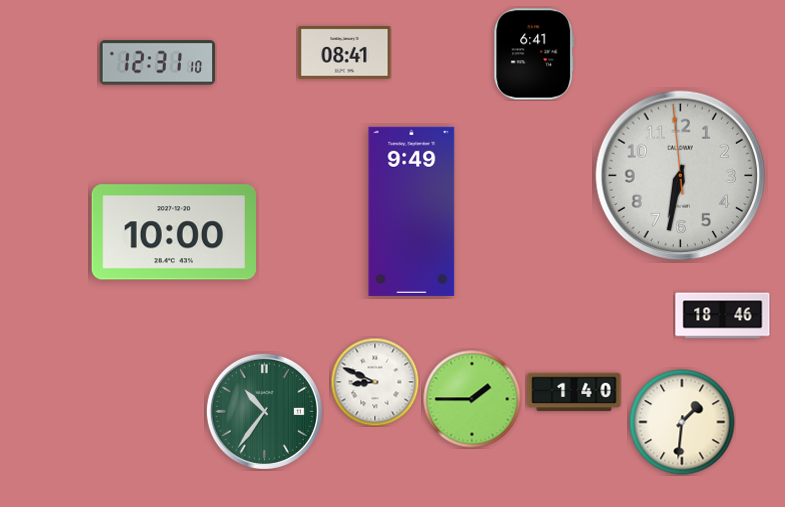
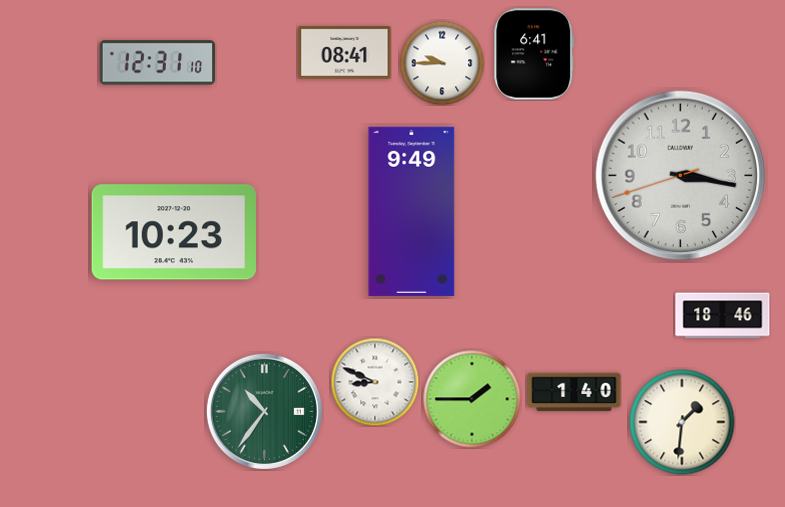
clock at (442, 63): none -> 9:45
clock at (681, 176): 6:31 -> 3:16
clock at (173, 232): 10:00 -> 10:23
